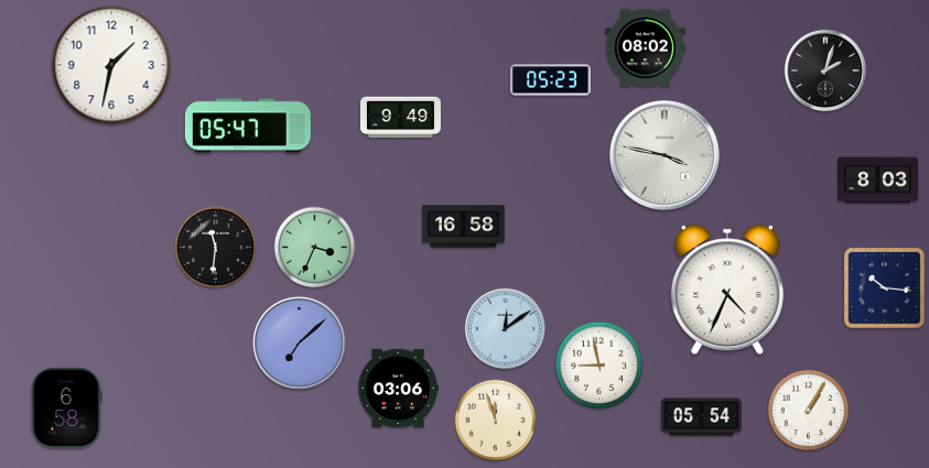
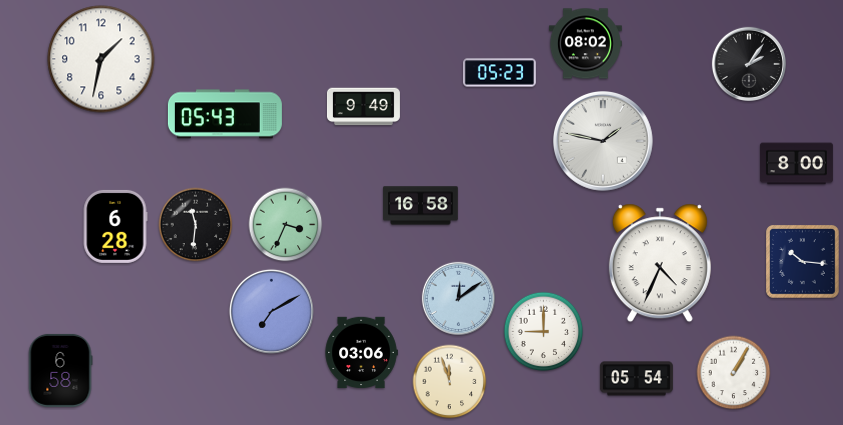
clock at (825, 70): 2:03 -> 2:06
clock at (248, 126): 05:47 -> 05:43
clock at (666, 156): 3:47 -> 1:47
clock at (877, 181): 8:03 -> 8:00
clock at (115, 226): none -> 6:28
clock at (299, 342): 7:08 -> 7:10
clock at (599, 366): 8:58 -> 9:00
